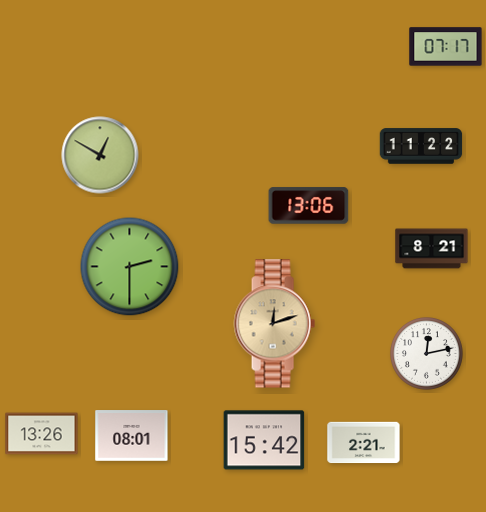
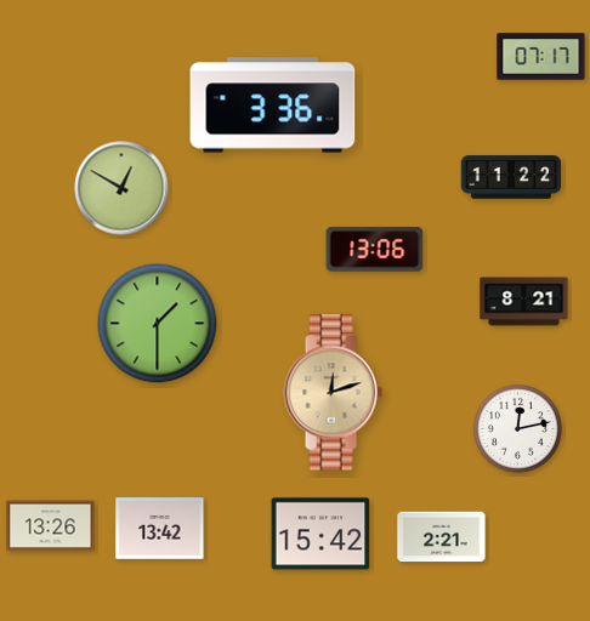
clock at (273, 106): none -> 3:36
clock at (130, 267): 2:30 -> 1:30
clock at (132, 436): 08:01 -> 13:42
